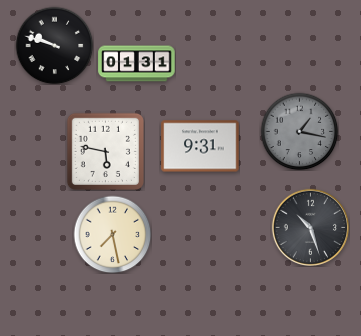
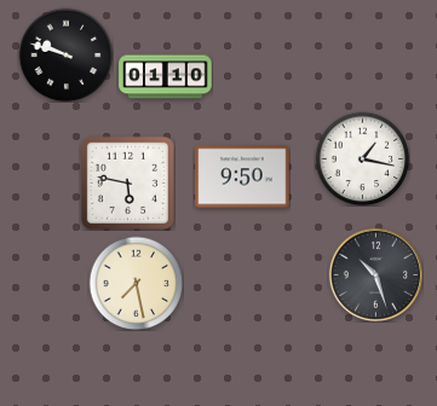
clock at (137, 64): 01:31 -> 01:10
clock at (299, 131) dial: grey -> white
clock at (200, 146): 9:31 -> 9:50
